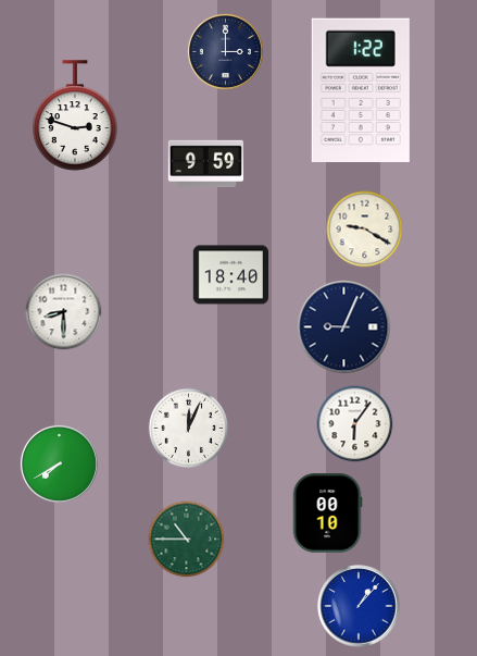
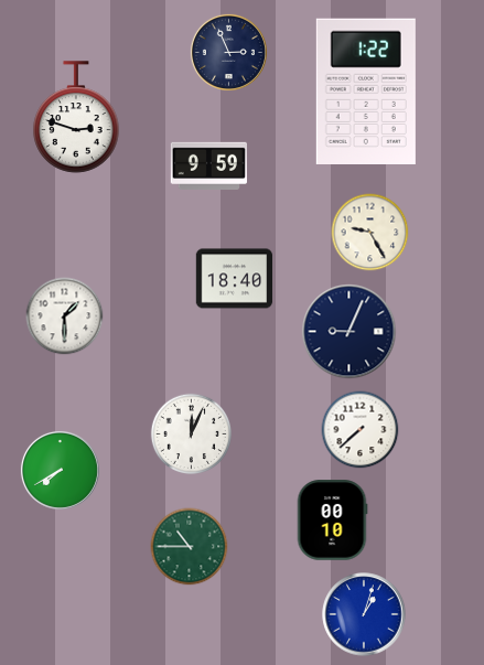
clock at (225, 51): 3:00 -> 2:56
clock at (365, 230): 9:20 -> 9:25
clock at (64, 312): 8:30 -> 1:30
clock at (355, 424): 6:06 -> 7:38
clock at (359, 606): 1:07 -> 1:03
